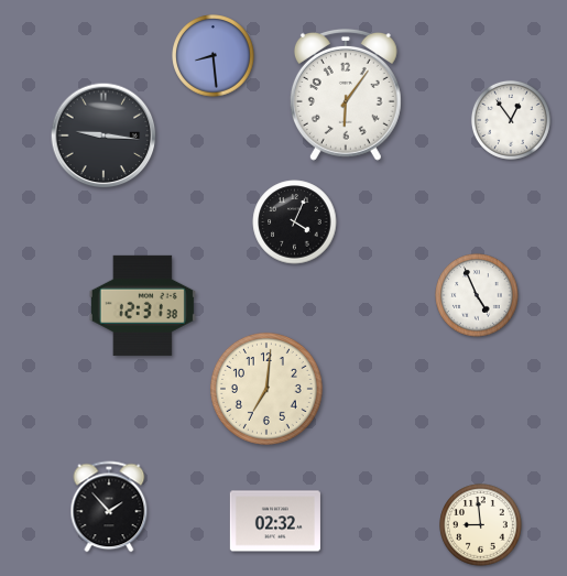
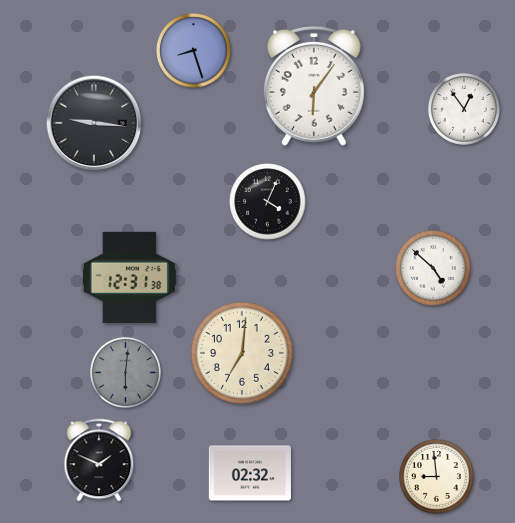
clock at (214, 56): 8:29 -> 8:27
clock at (477, 295): 4:56 -> 4:52
clock at (125, 372): none -> 6:01
clock at (109, 507): 1:53 -> 1:49
